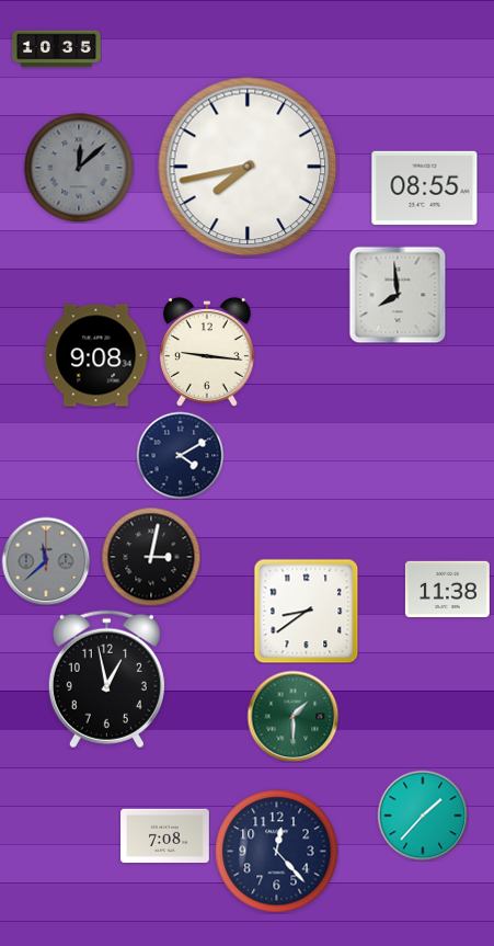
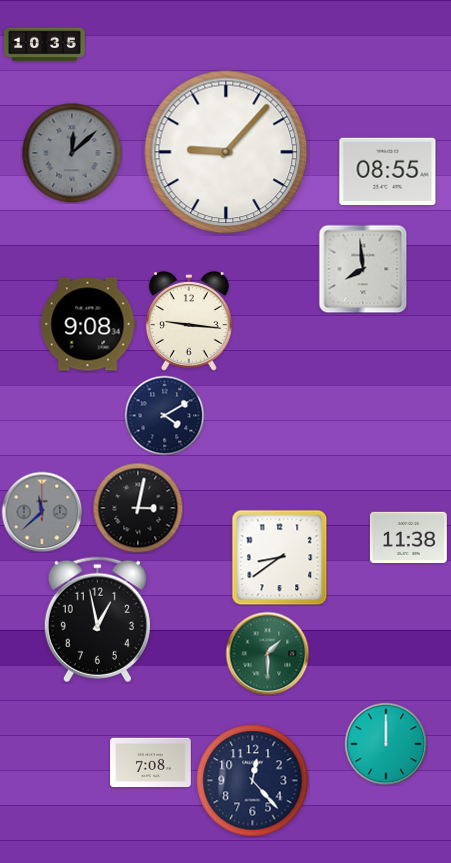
clock at (57, 49) position: (57, 49) -> (45, 45)
clock at (248, 167): 7:43 -> 9:07
clock at (423, 816): 1:37 -> 12:00
clock at (277, 852) position: (277, 852) -> (253, 781)
